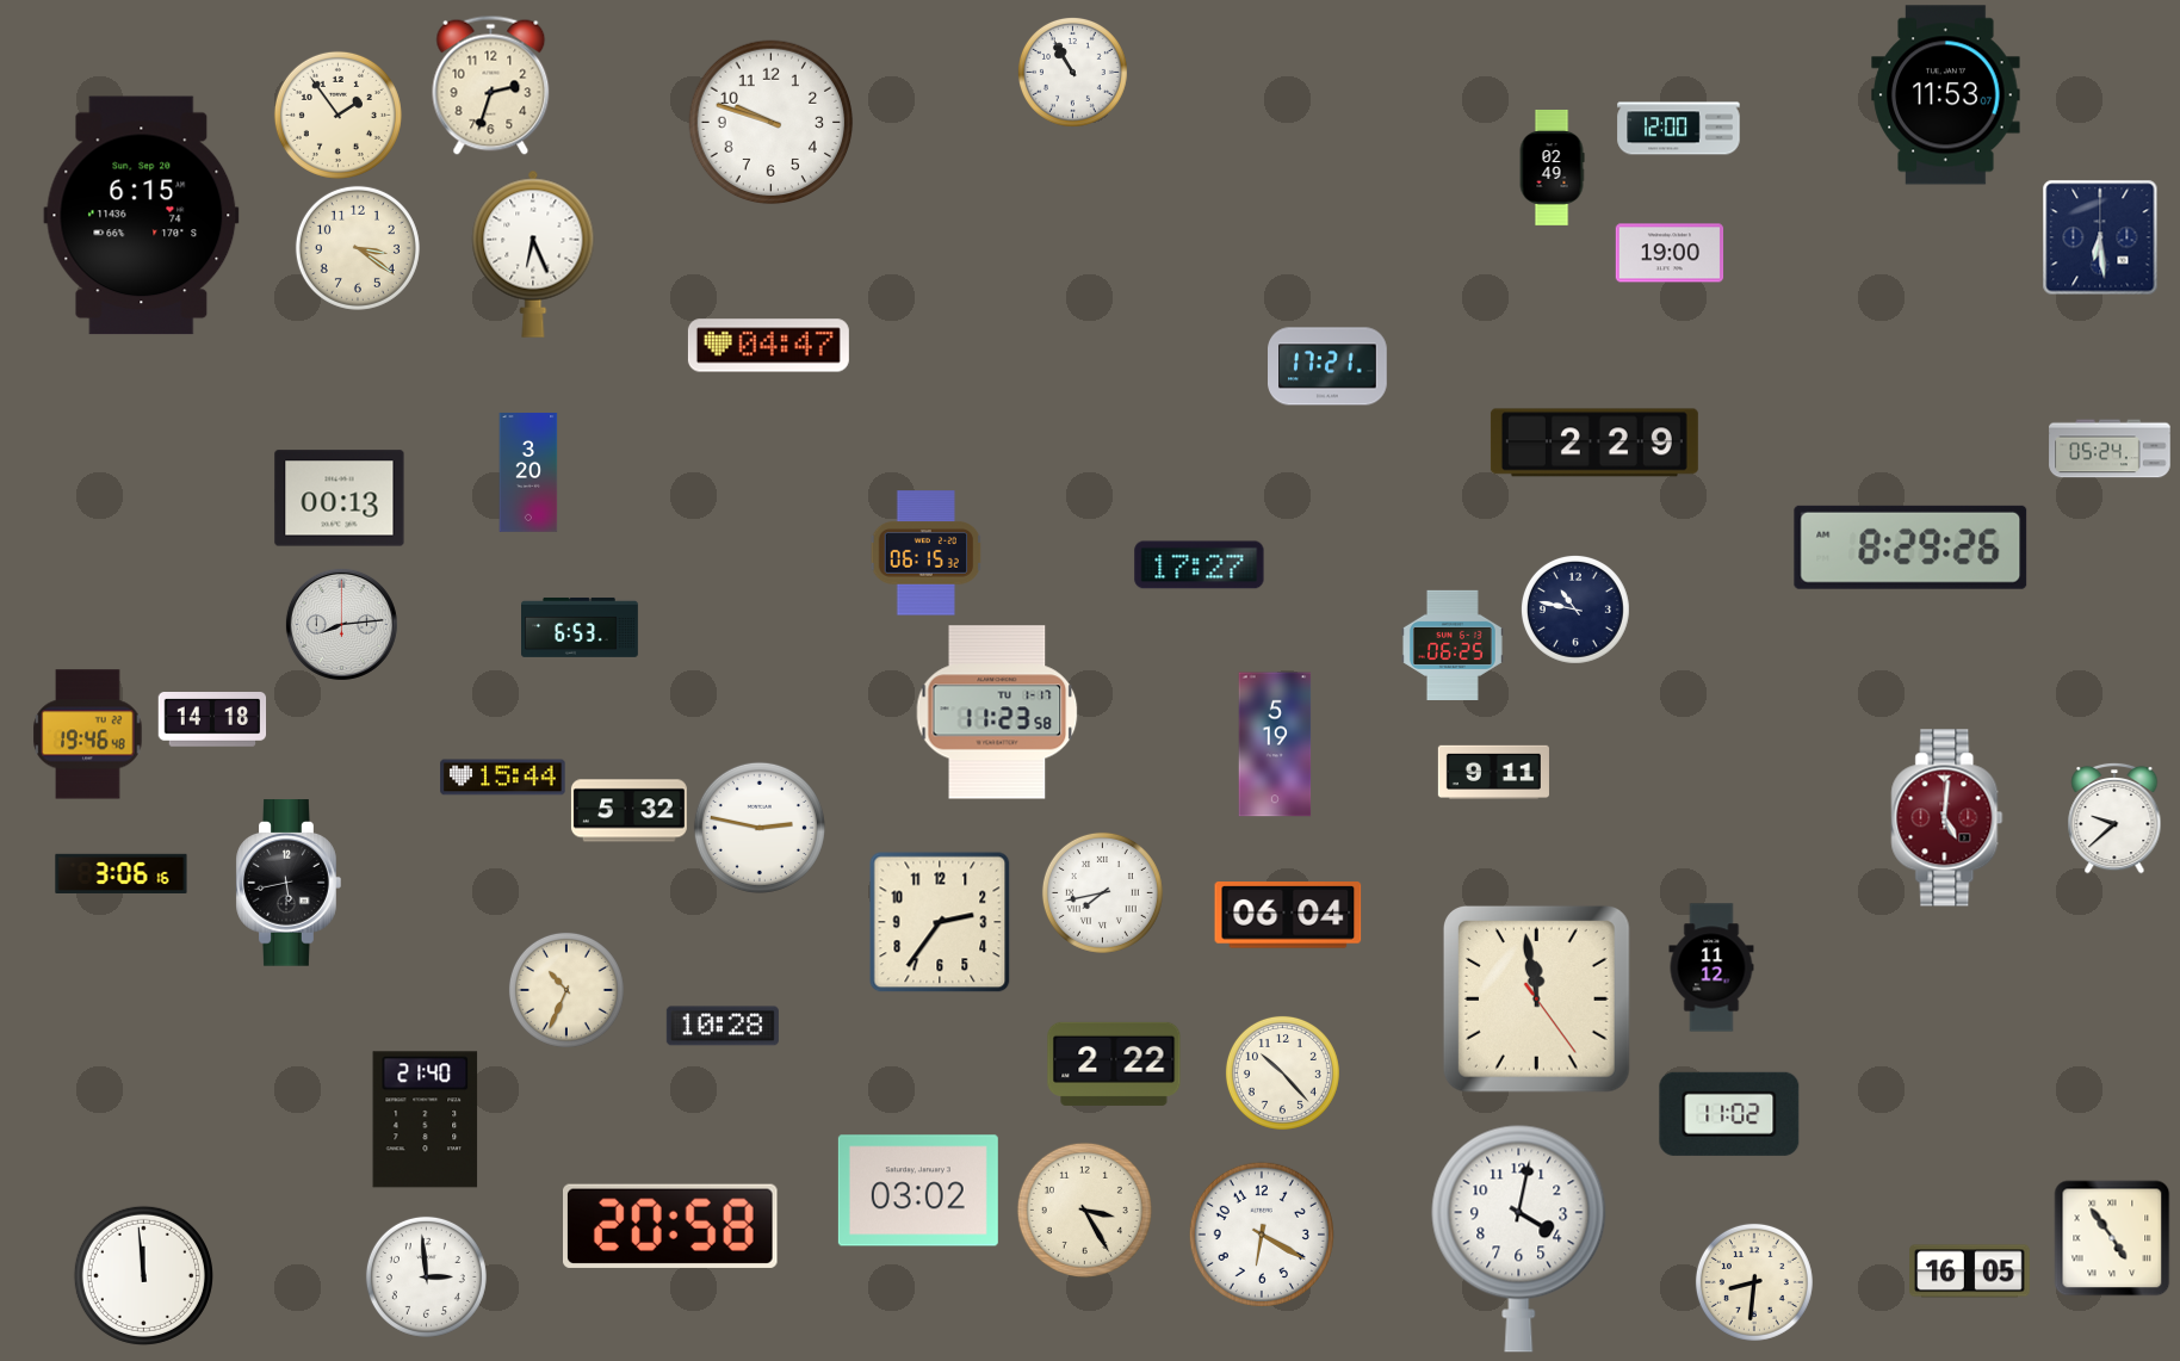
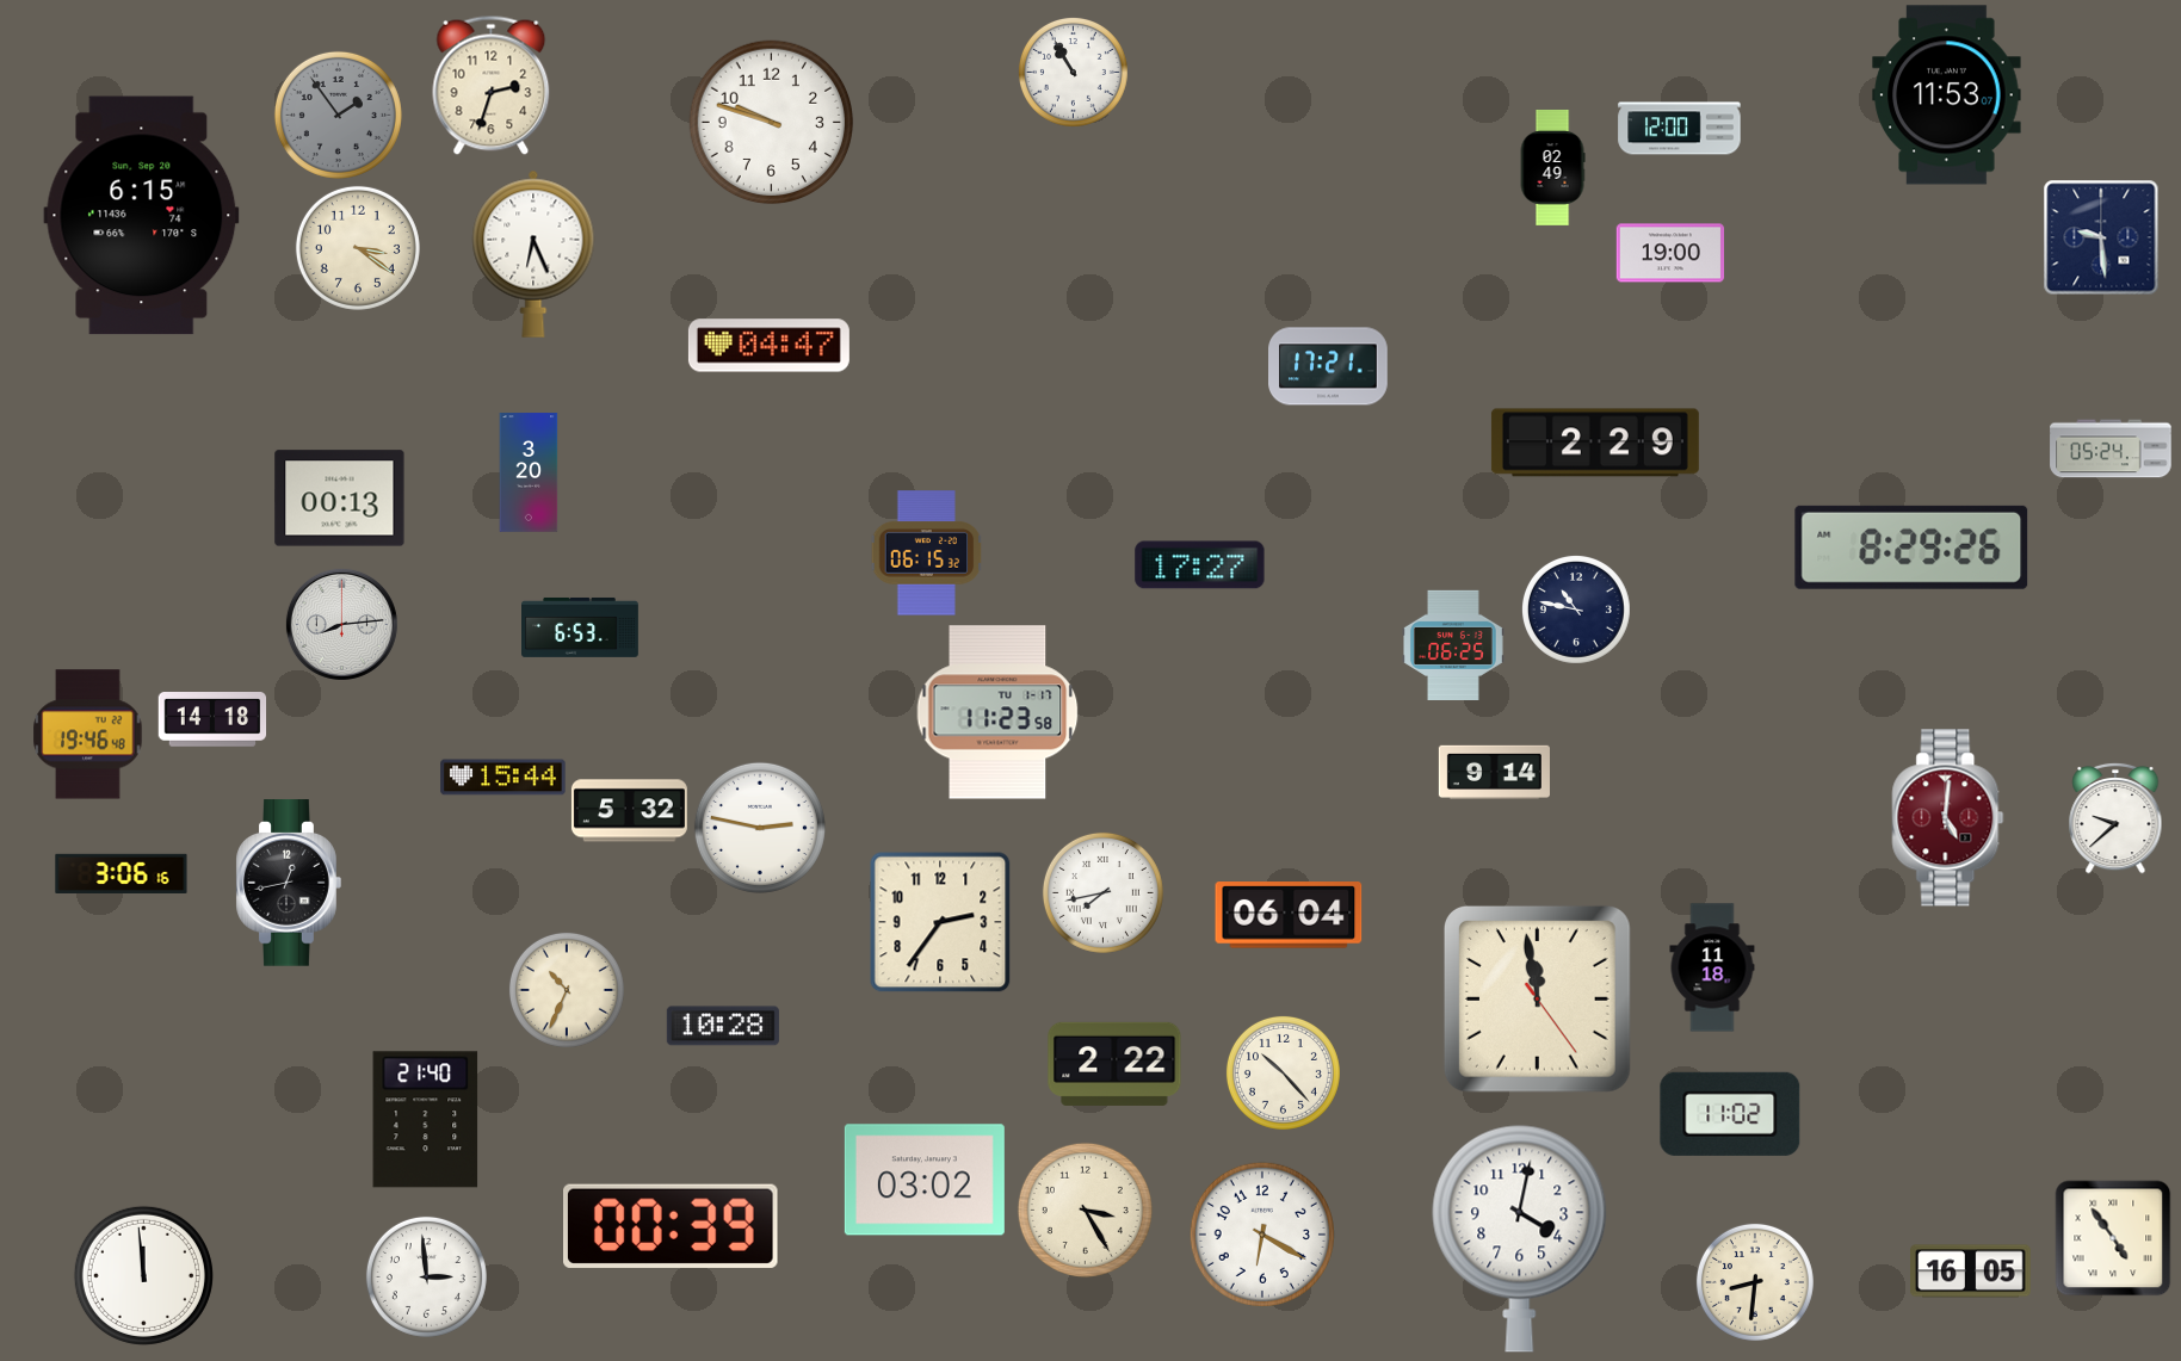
clock at (337, 115) dial: cream -> grey
clock at (2100, 237): 6:29 -> 9:29
clock at (1275, 744): 5:19 -> none
clock at (1493, 772): 9:11 -> 9:14
clock at (289, 883): 5:43 -> 12:43
clock at (1711, 967): 11:12 -> 11:18
clock at (918, 1190) position: (918, 1190) -> (925, 1180)
clock at (671, 1226): 20:58 -> 00:39
